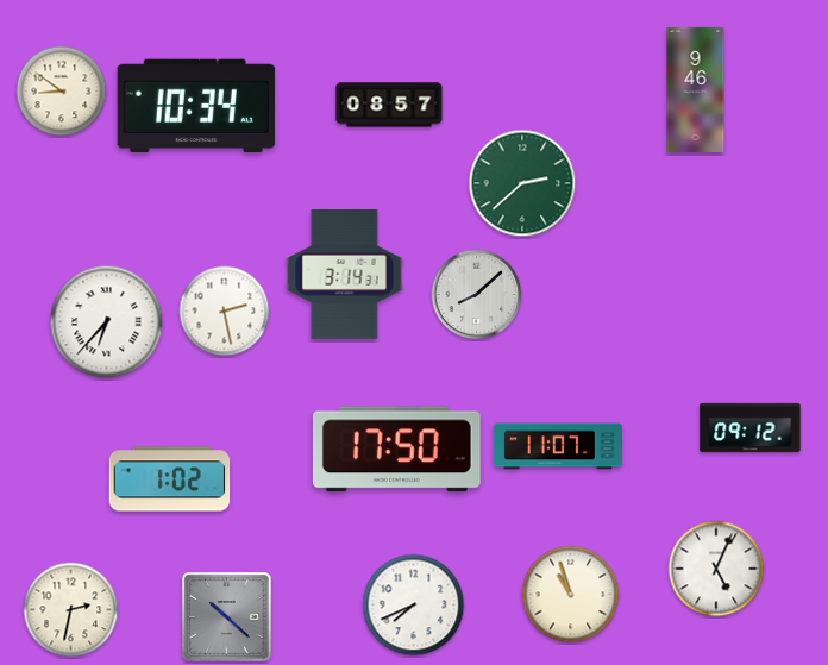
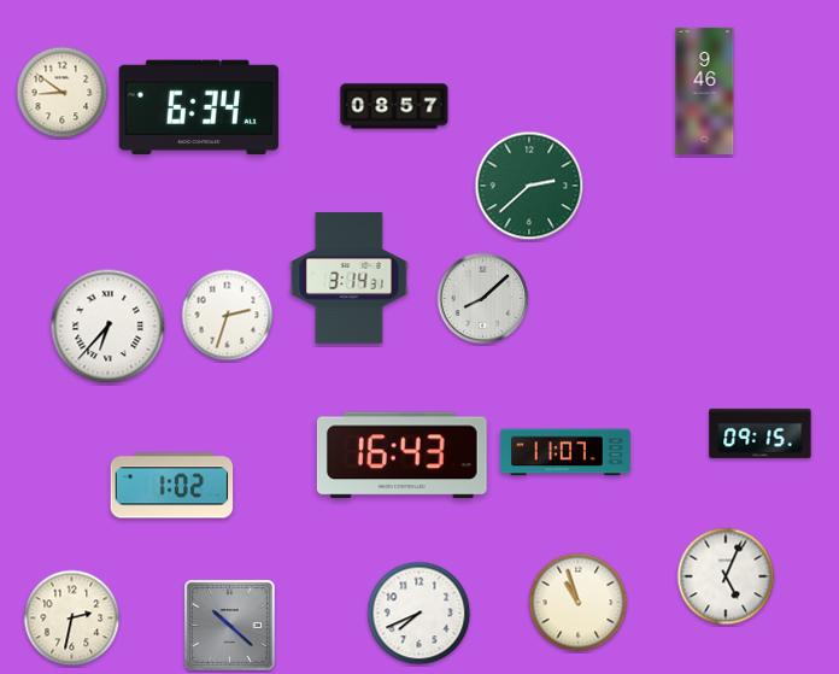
clock at (196, 106): 10:34 -> 6:34
clock at (225, 312): 2:28 -> 2:33
clock at (751, 427): 09:12 -> 09:15
clock at (396, 450): 17:50 -> 16:43
